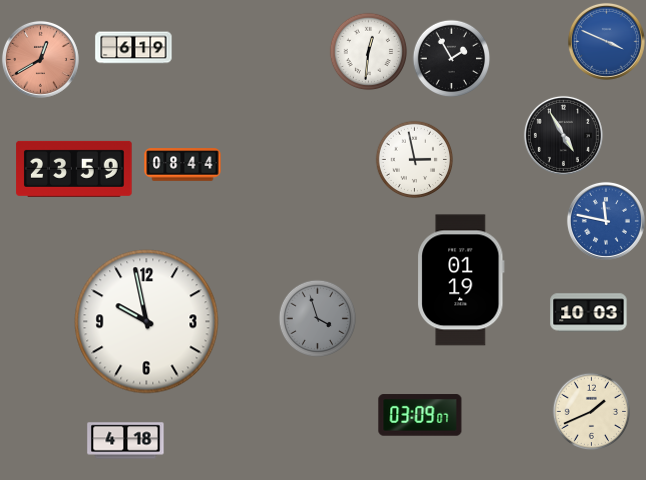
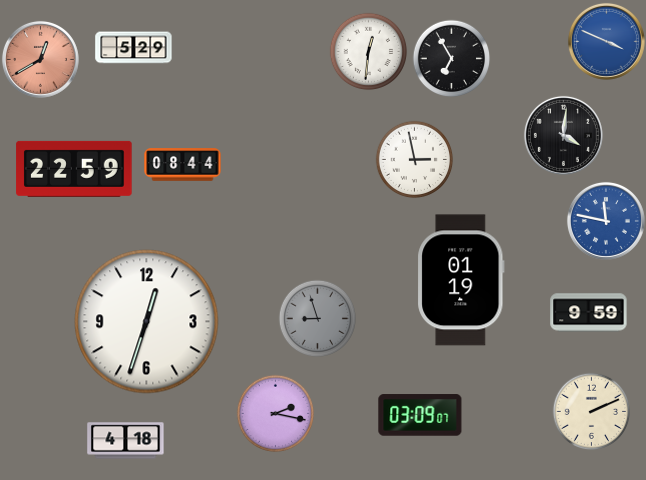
clock at (134, 48): 6:19 -> 5:29
clock at (451, 58): 1:55 -> 6:55
clock at (563, 135): 4:55 -> 4:01
clock at (74, 169): 23:59 -> 22:59
clock at (589, 313): 10:03 -> 9:59
clock at (317, 318): 3:57 -> 8:57
clock at (147, 322): 9:58 -> 12:33
clock at (591, 411): 1:41 -> 2:11
clock at (275, 413): none -> 2:17
